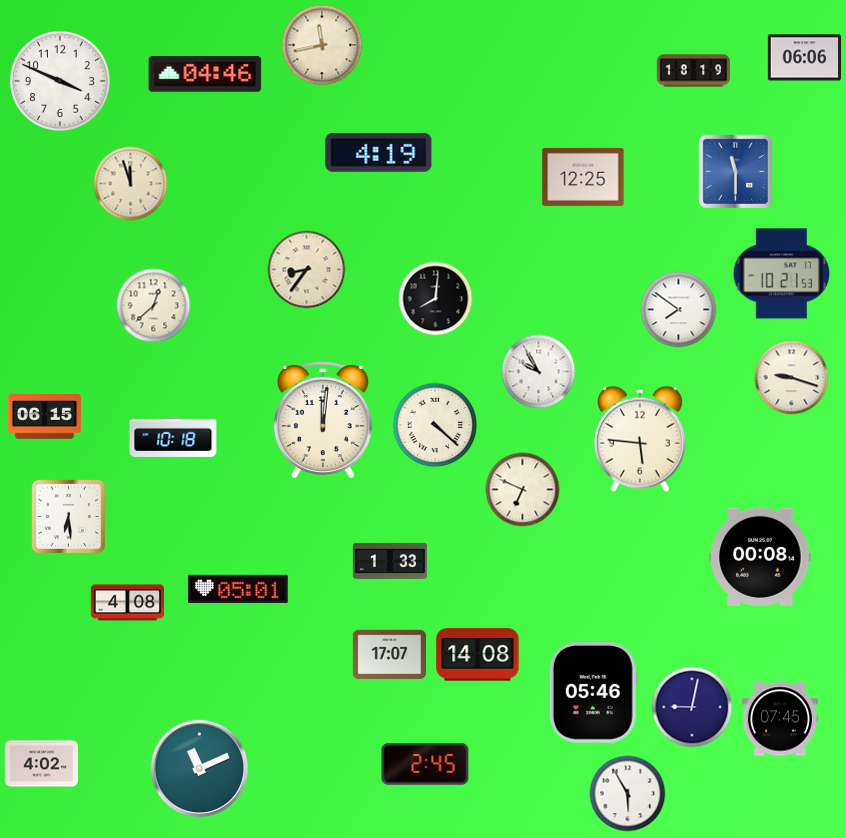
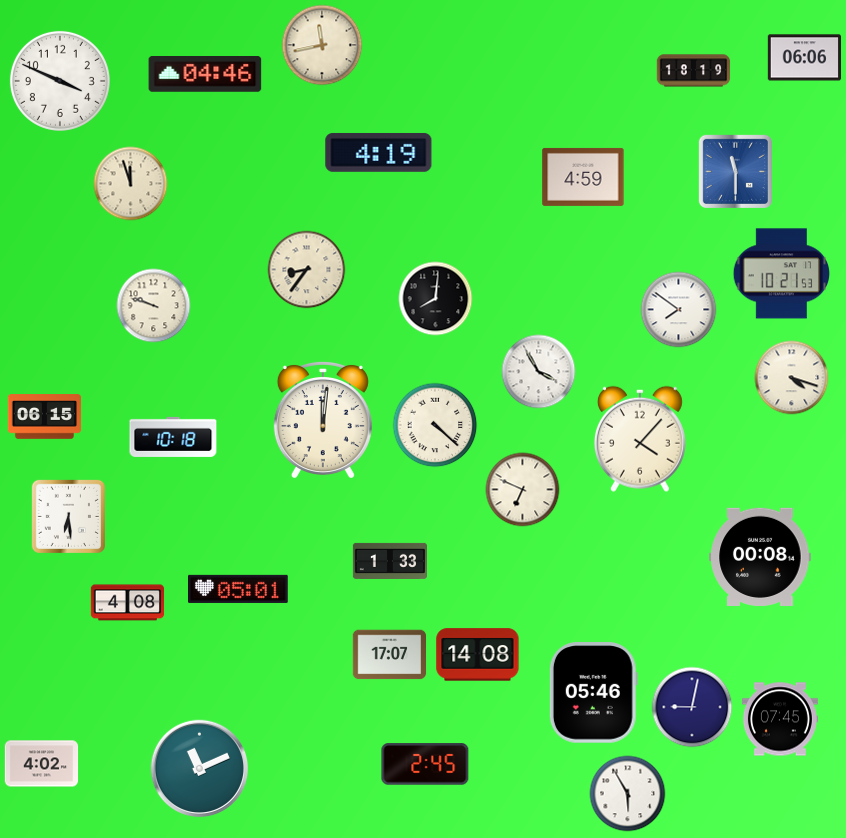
clock at (583, 177): 12:25 -> 4:59
clock at (154, 306): 12:38 -> 9:48
clock at (539, 372): 9:55 -> 3:55
clock at (792, 378): 9:18 -> 4:18
clock at (640, 439): 5:46 -> 4:07
